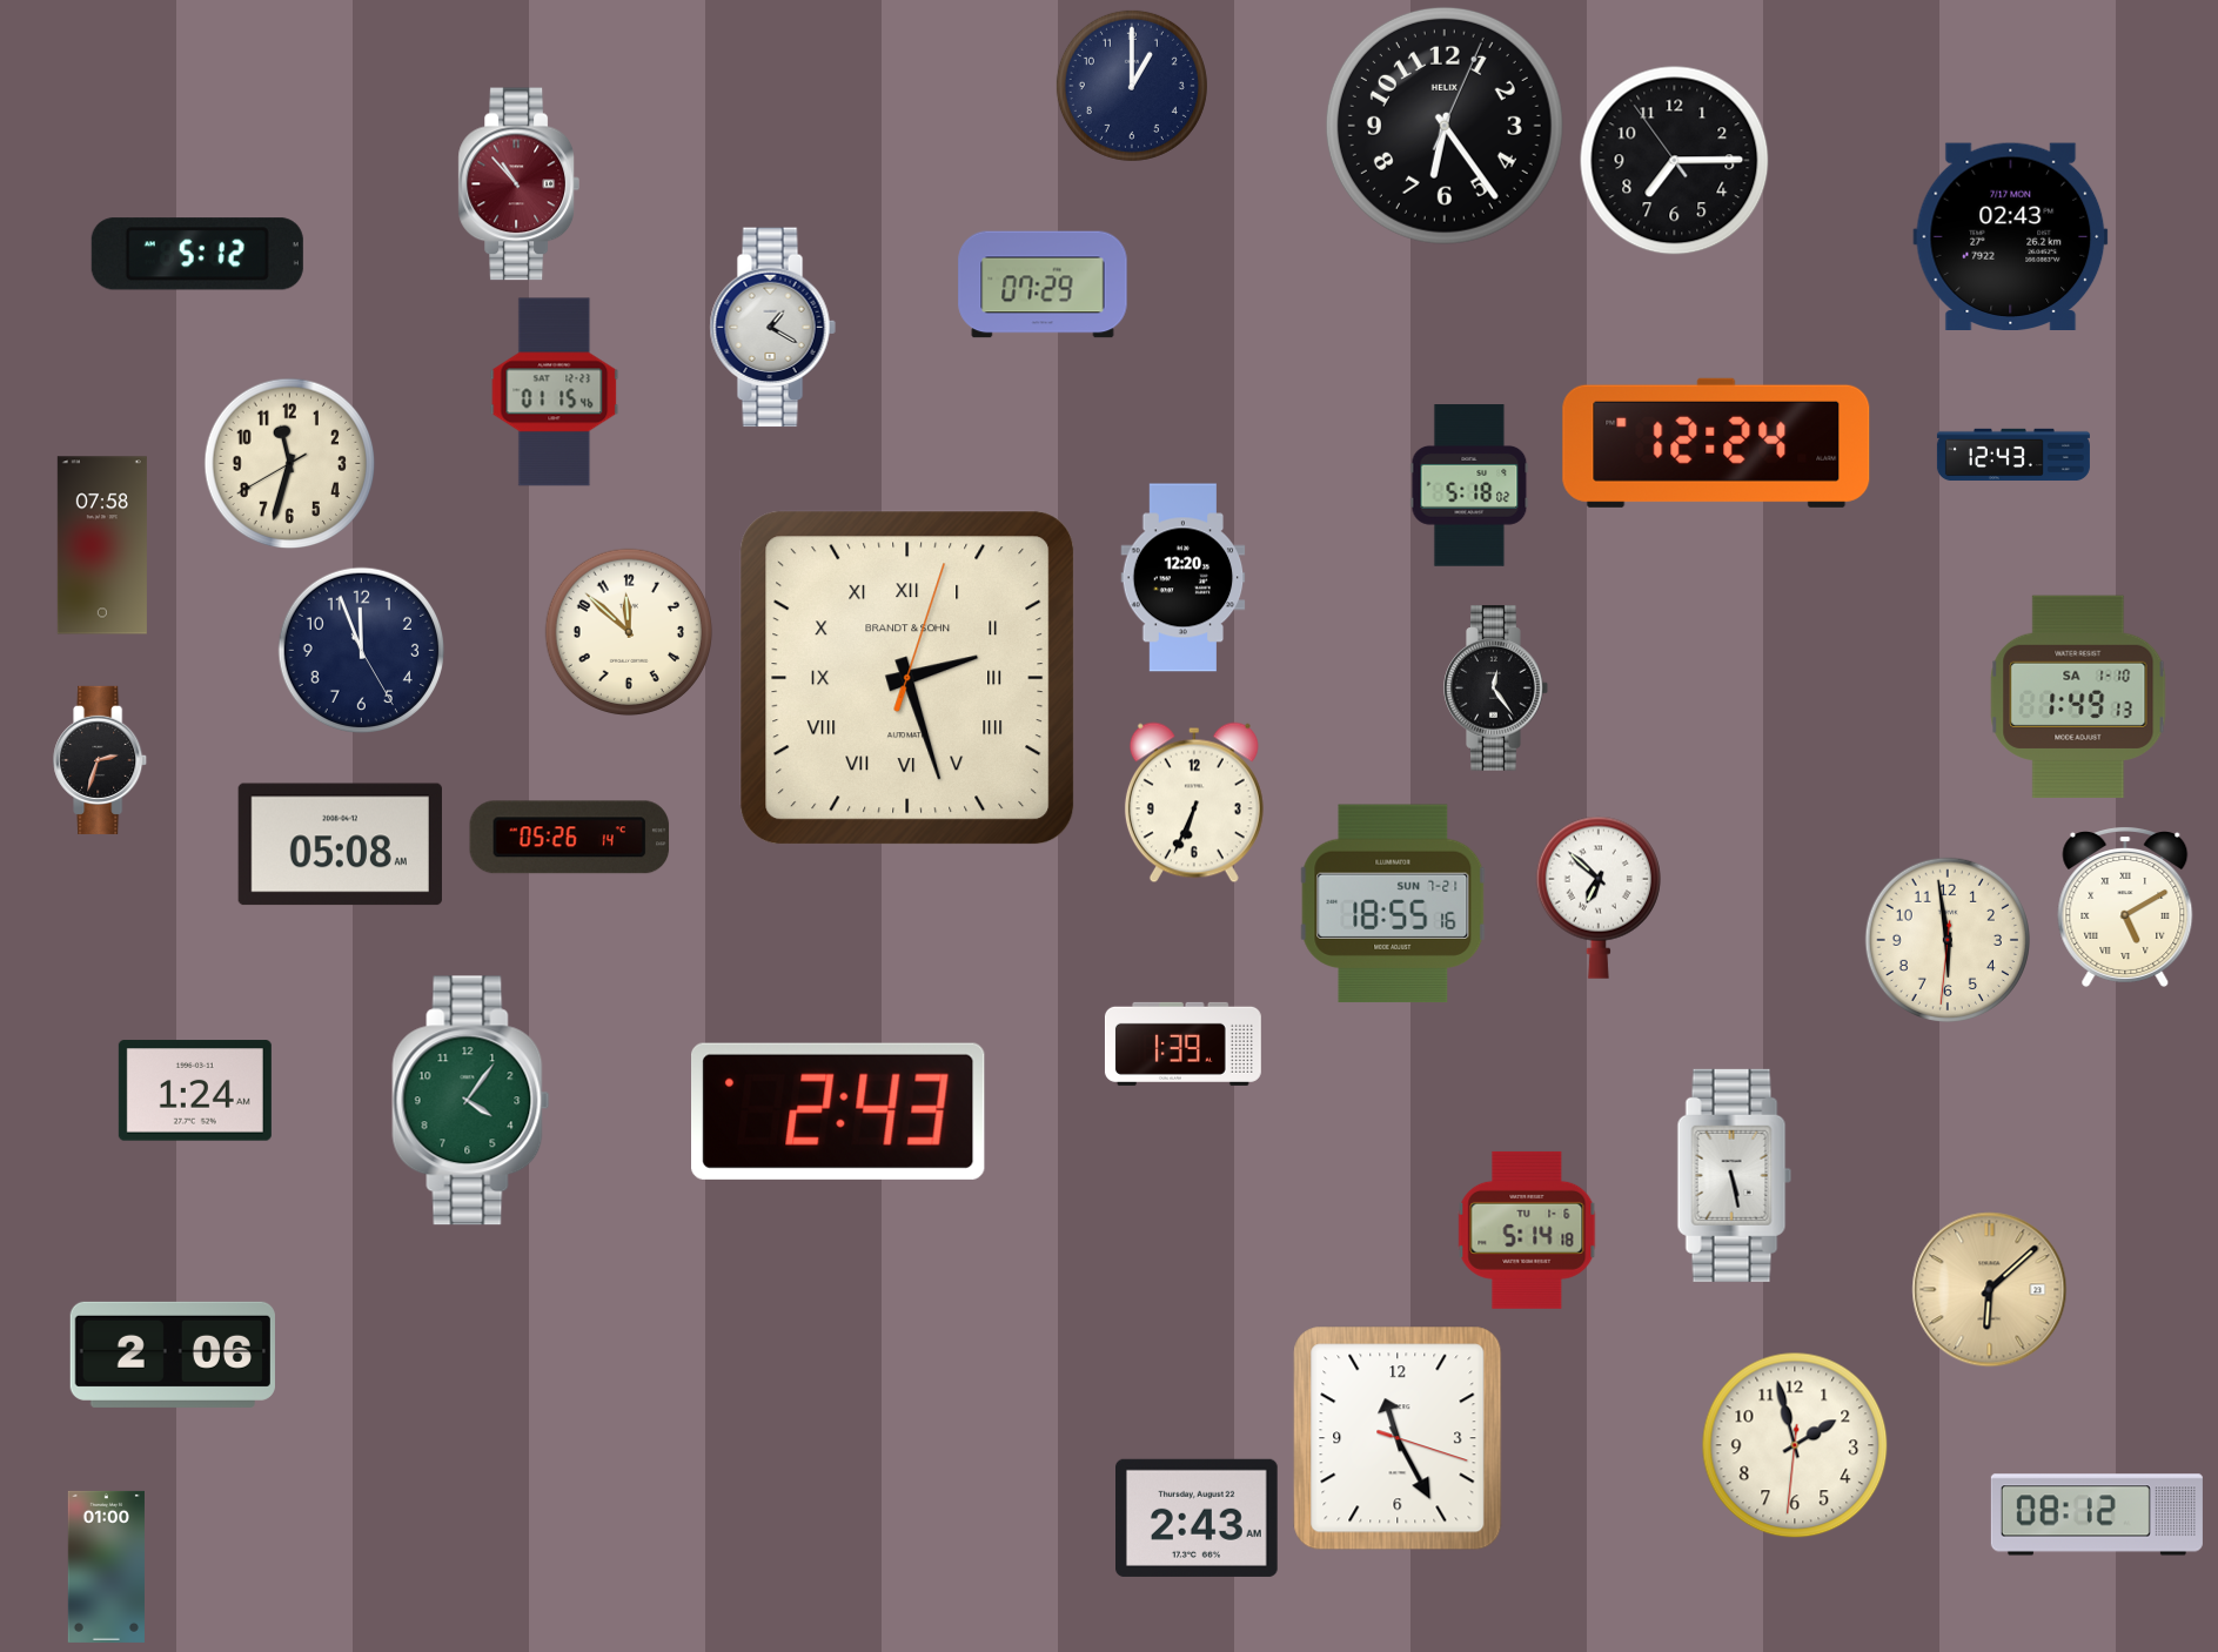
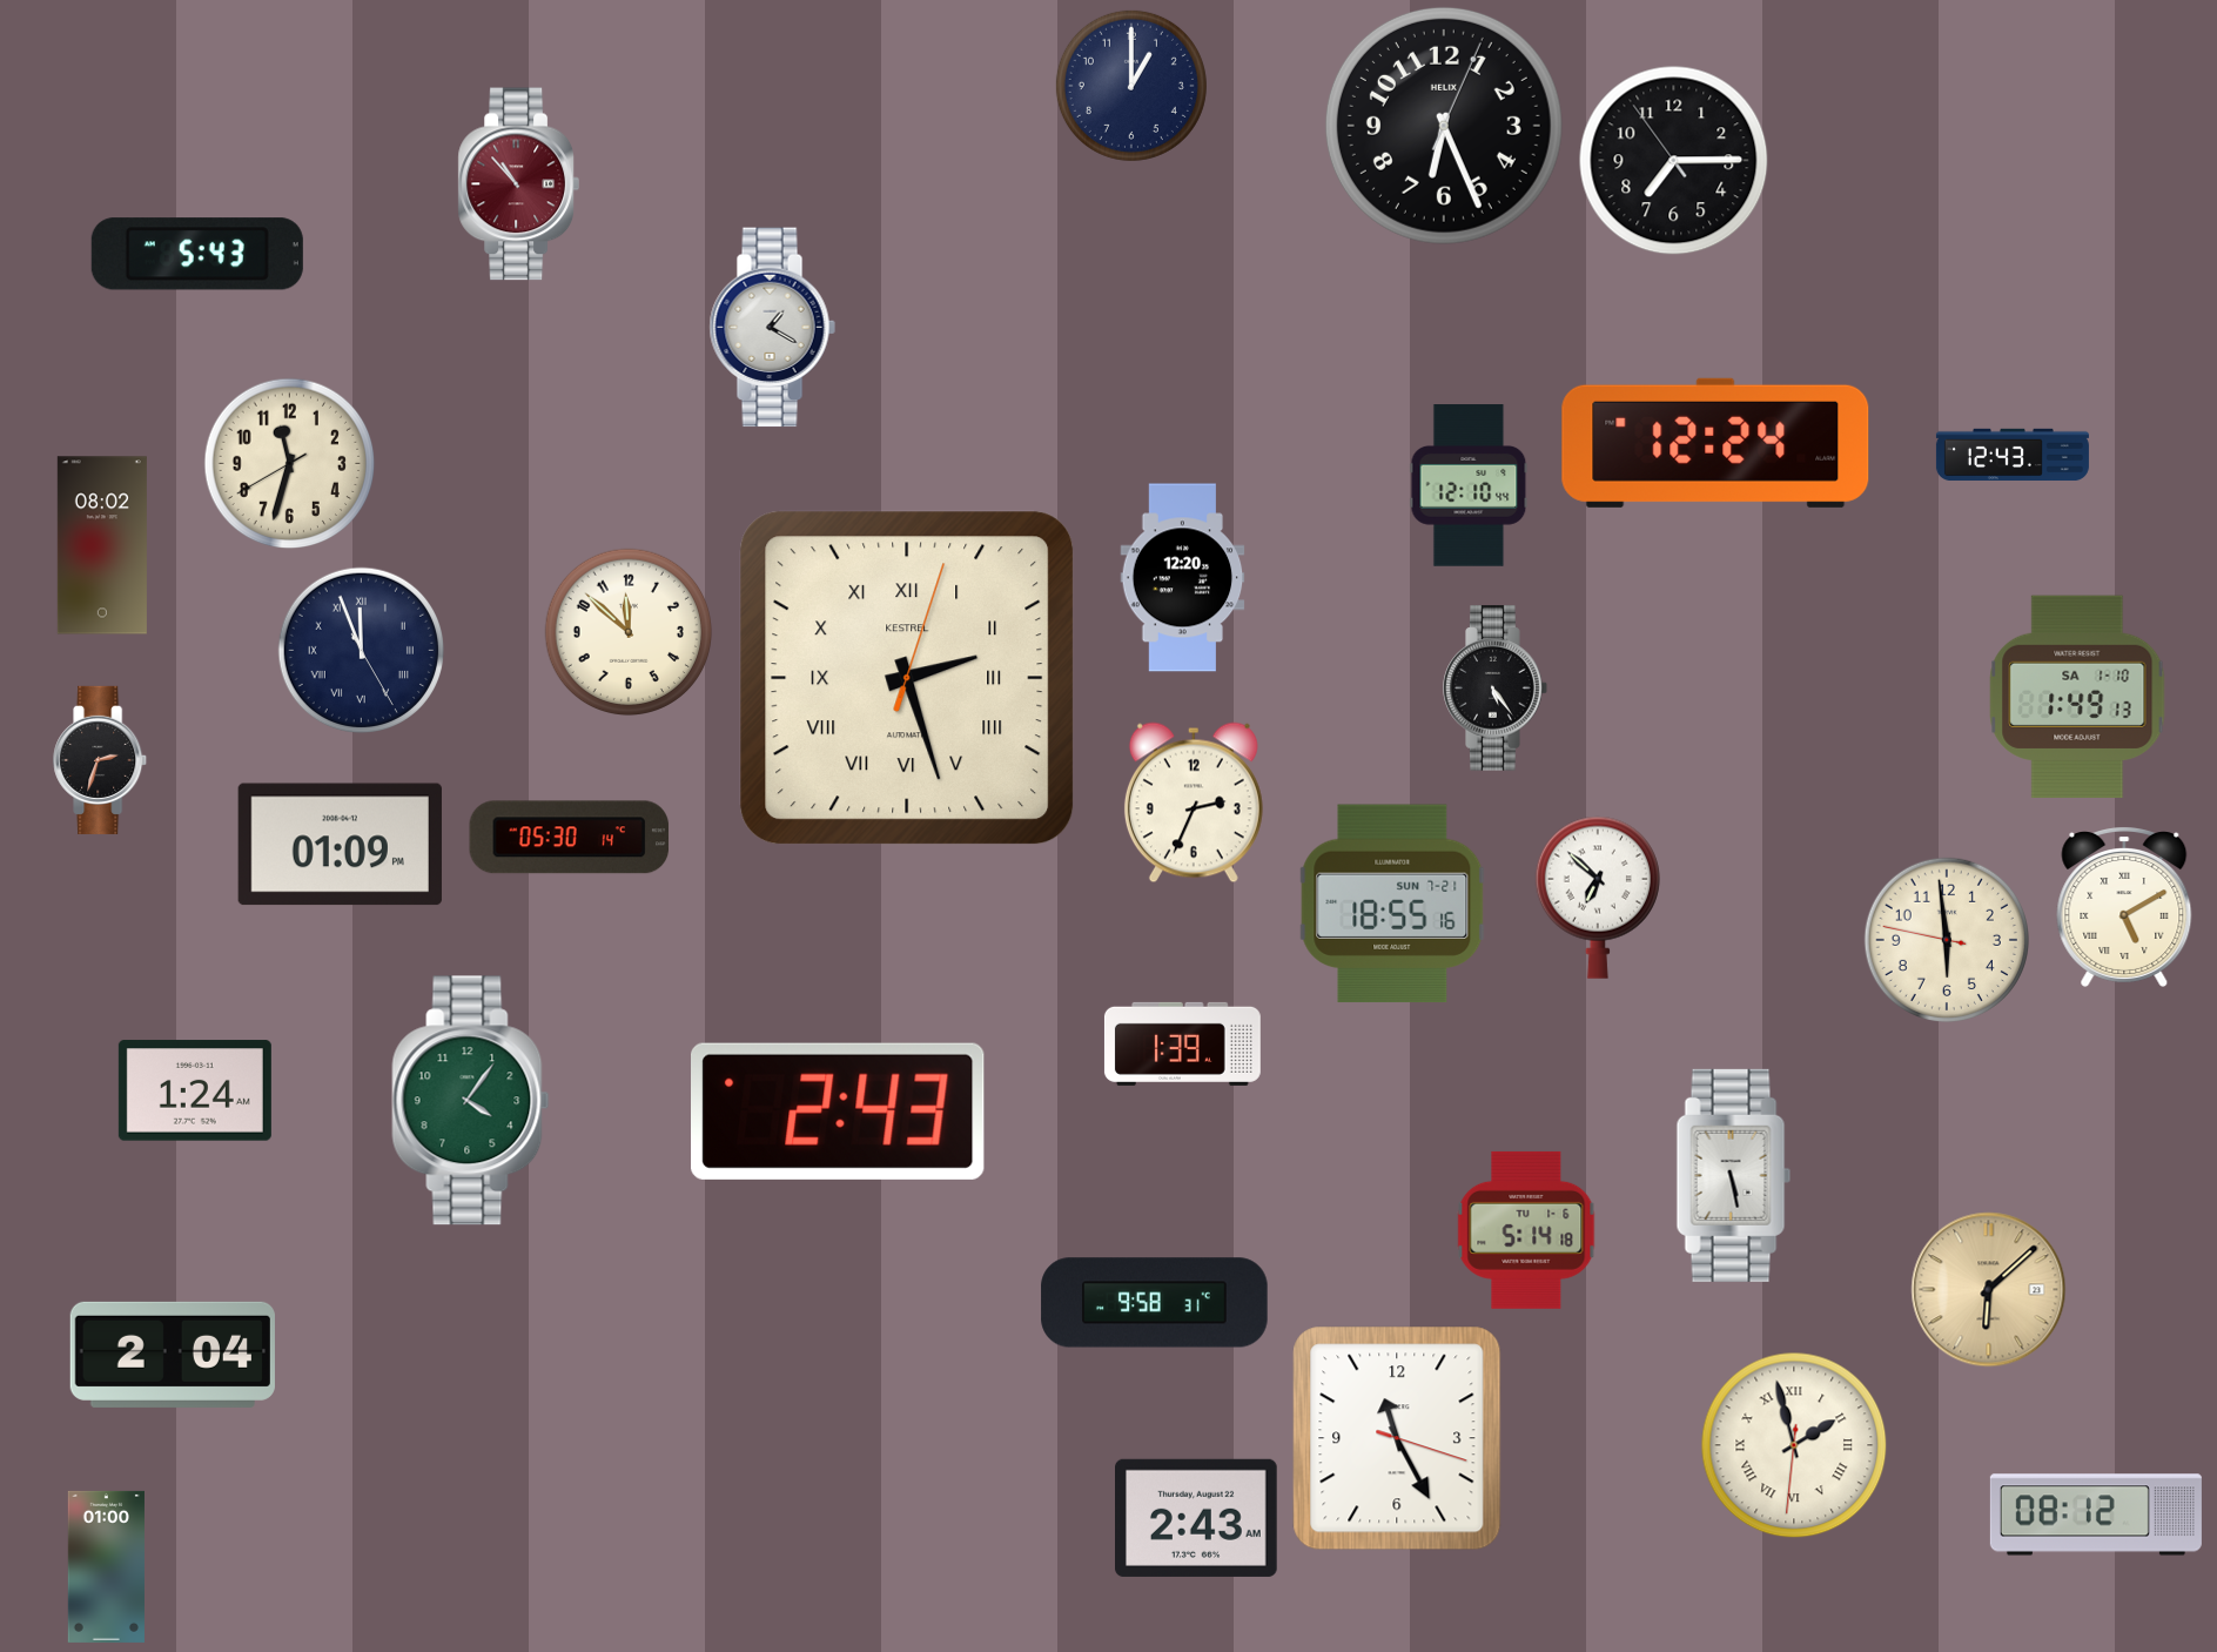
clock at (1445, 126): 6:24 -> 6:26
clock at (2011, 236): 02:43 -> none
clock at (197, 254): 5:12 -> 5:43
clock at (1043, 284): 07:29 -> none
clock at (555, 392): 01:15 -> none
clock at (1469, 485): 5:18 -> 12:10
clock at (102, 545): 07:58 -> 08:02
clock at (361, 650) numerals: Arabic -> Roman
clock at (907, 678) brand: BRANDT & SOHN -> KESTREL
clock at (1496, 689): 12:24 -> 5:24
clock at (1194, 803): 6:34 -> 2:34
clock at (570, 838): 05:26 -> 05:30
clock at (340, 845): 05:08 -> 01:09
clock at (1946, 939): 5:58:31 -> 5:58:47
clock at (1155, 1303): none -> 9:58
clock at (173, 1355): 2:06 -> 2:04
clock at (1795, 1445) numerals: Arabic -> Roman
